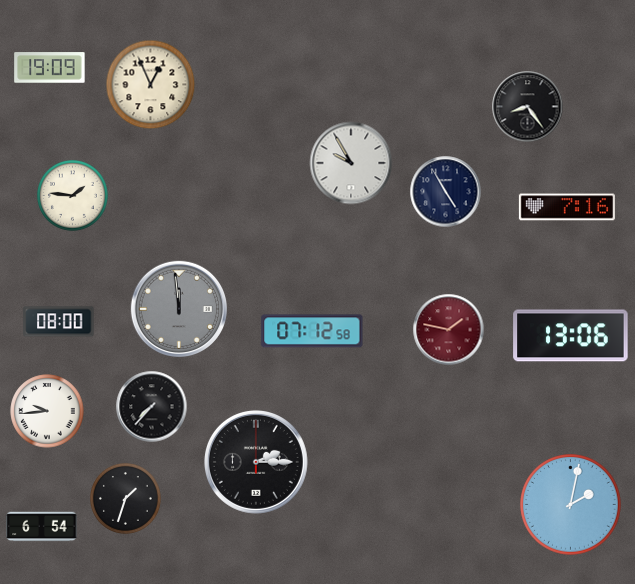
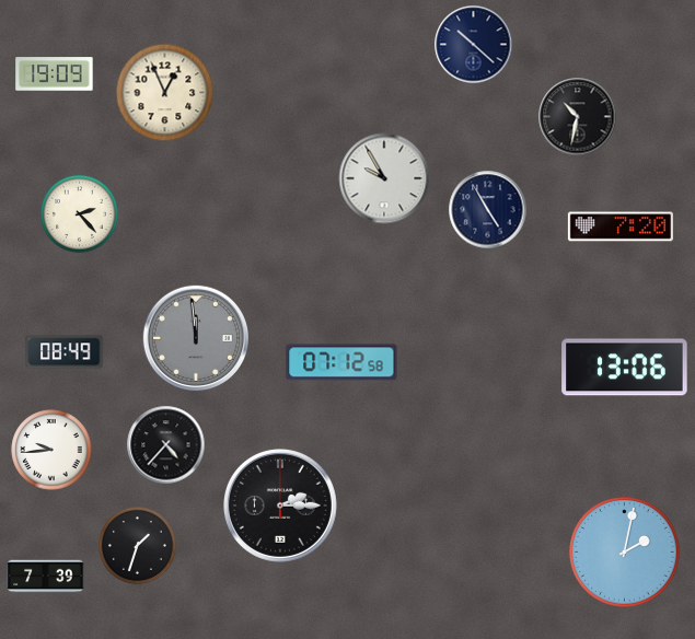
clock at (474, 45): none -> 10:22
clock at (528, 107): 8:24 -> 10:32
clock at (72, 195): 1:46 -> 2:23
clock at (567, 207): 7:16 -> 7:20
clock at (59, 322): 08:00 -> 08:49
clock at (449, 330): 1:47 -> none
clock at (152, 407): 7:37 -> 4:37
clock at (42, 527): 6:54 -> 7:39
